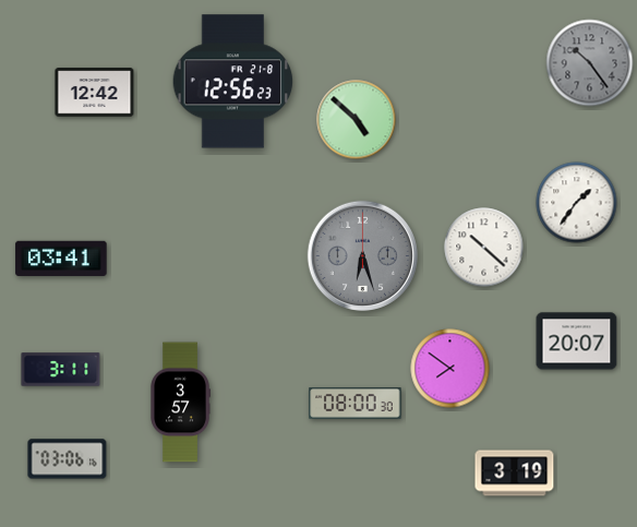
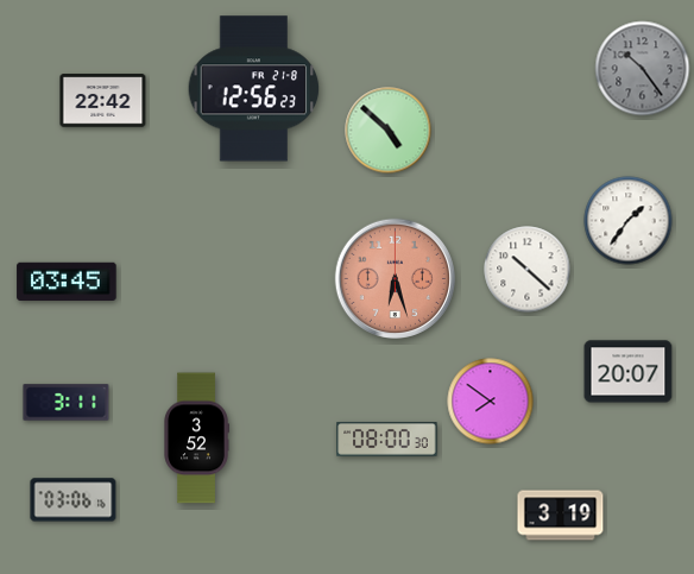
clock at (95, 93): 12:42 -> 22:42
clock at (362, 255) dial: grey -> salmon
clock at (61, 257): 03:41 -> 03:45
clock at (180, 403): 3:57 -> 3:52
